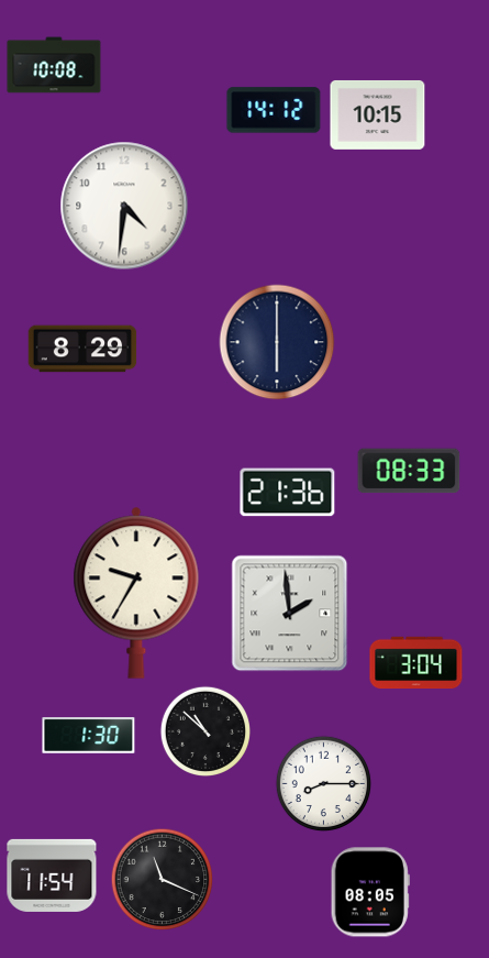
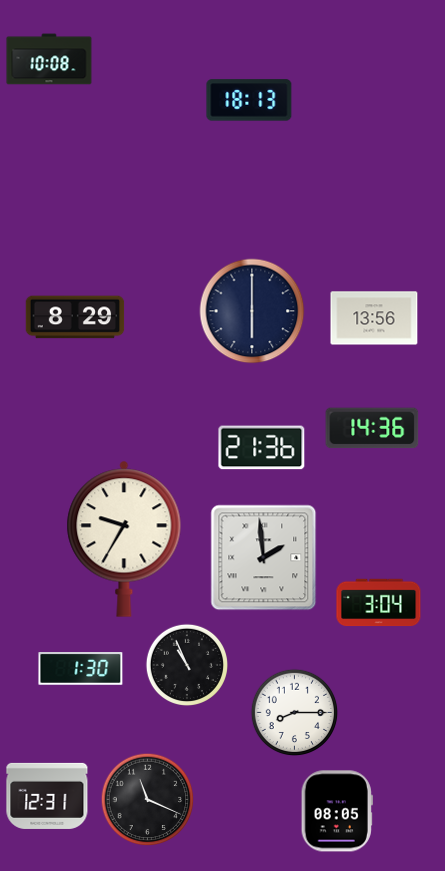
clock at (274, 110): 14:12 -> 18:13
clock at (378, 114): 10:15 -> none
clock at (124, 206): 4:31 -> none
clock at (374, 318): none -> 13:56
clock at (409, 471): 08:33 -> 14:36
clock at (204, 730): 10:52 -> 10:56
clock at (52, 876): 11:54 -> 12:31
